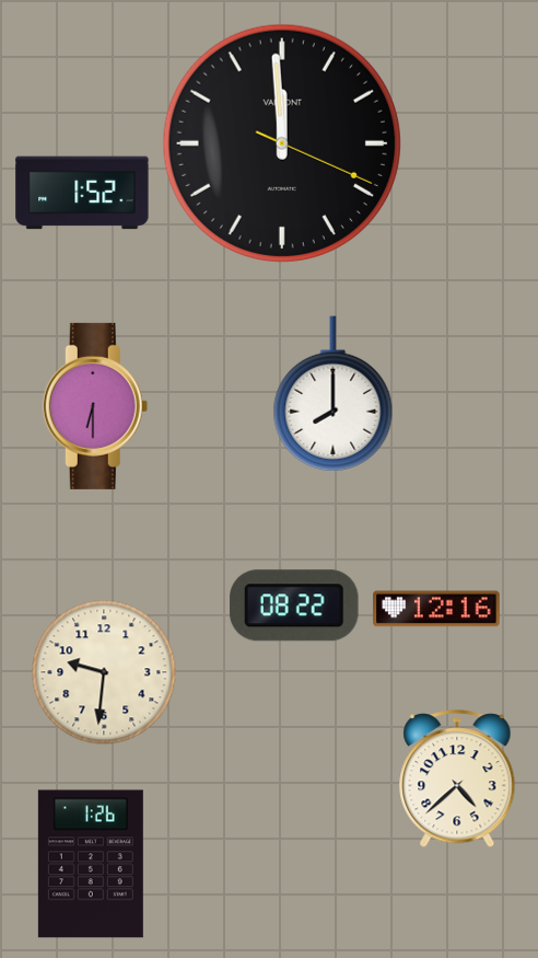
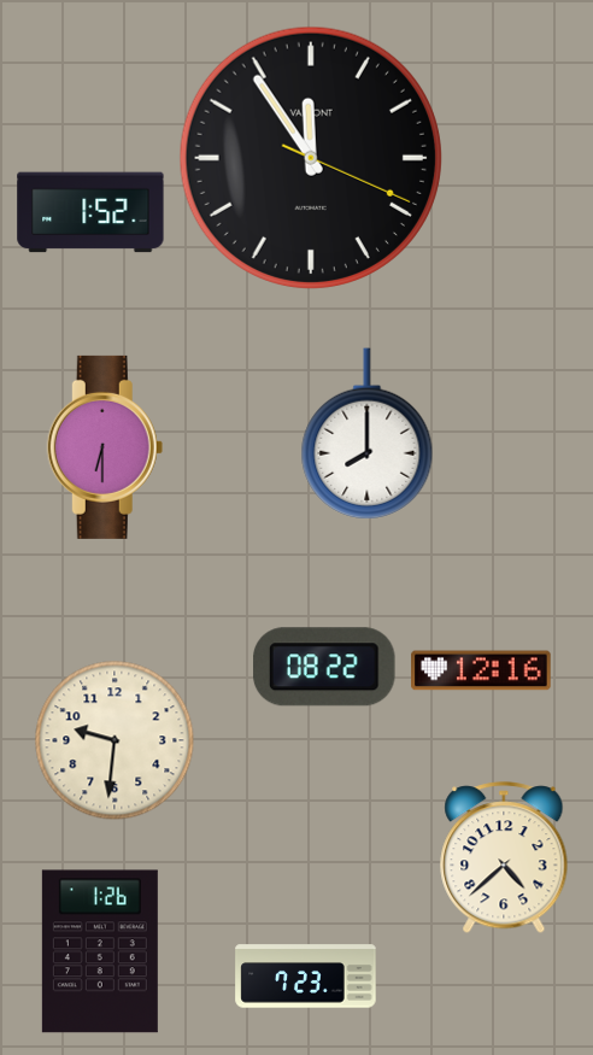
clock at (281, 142): 11:59 -> 11:54
clock at (306, 977): none -> 7:23
